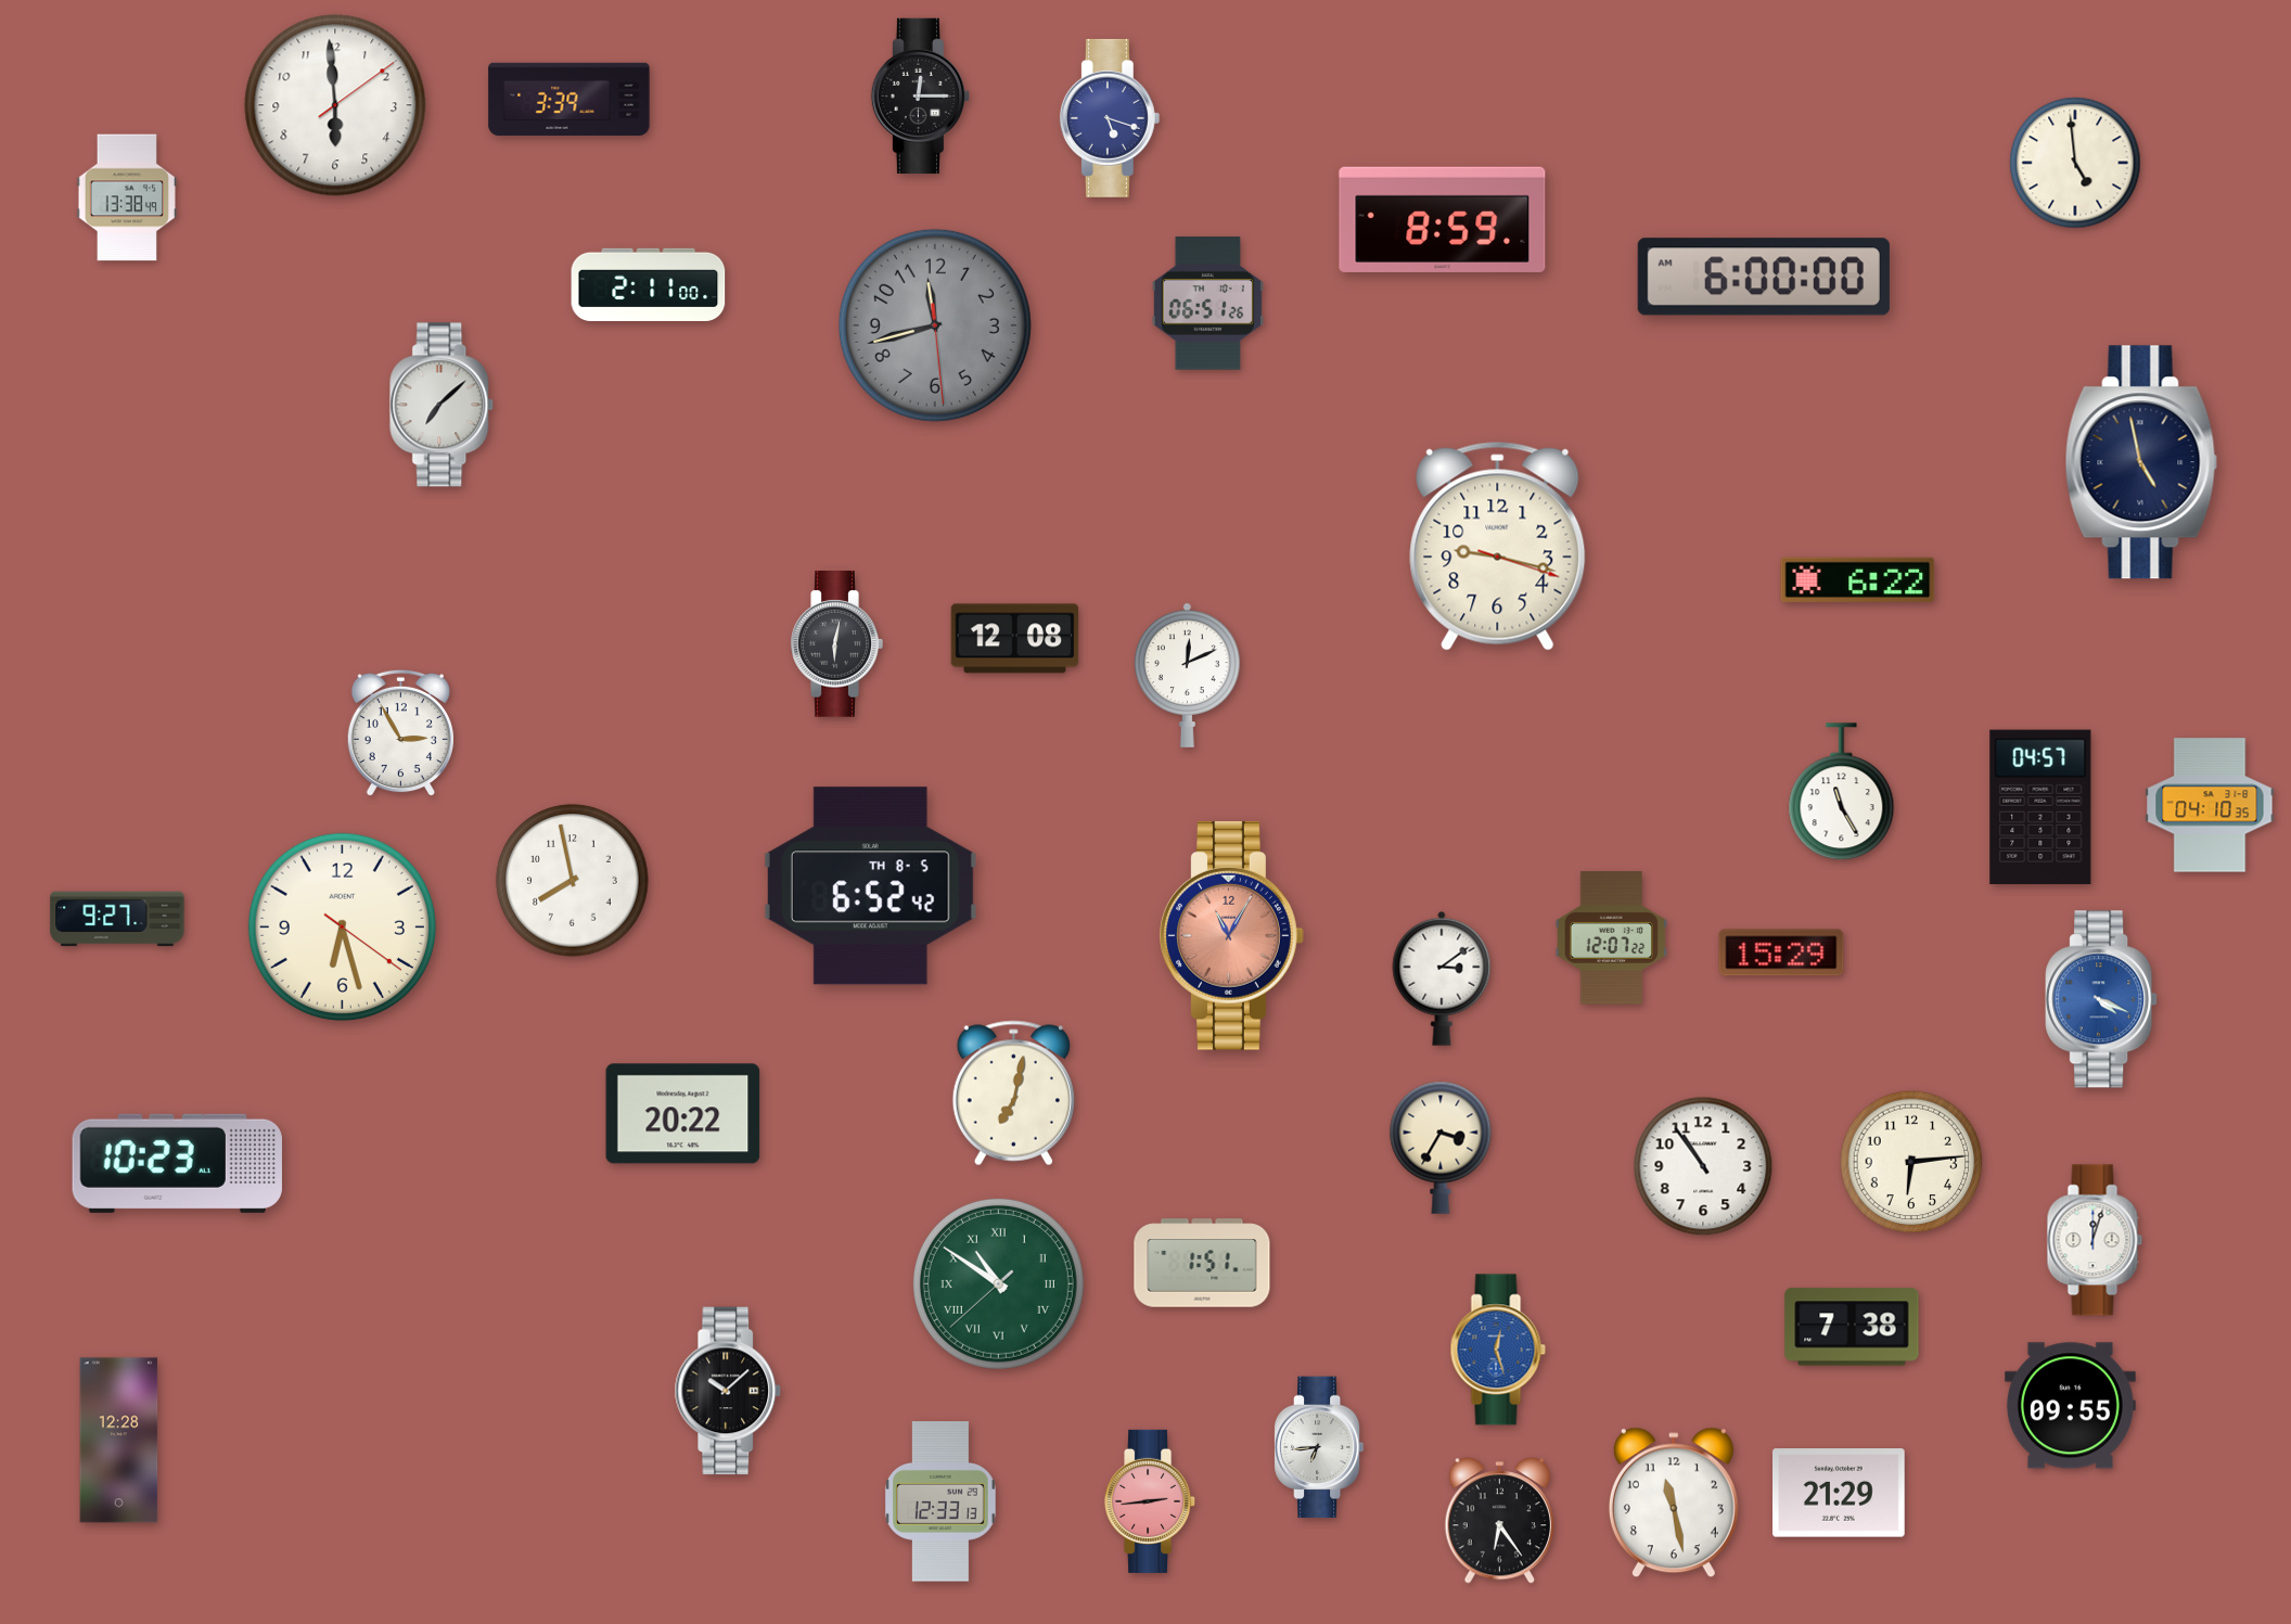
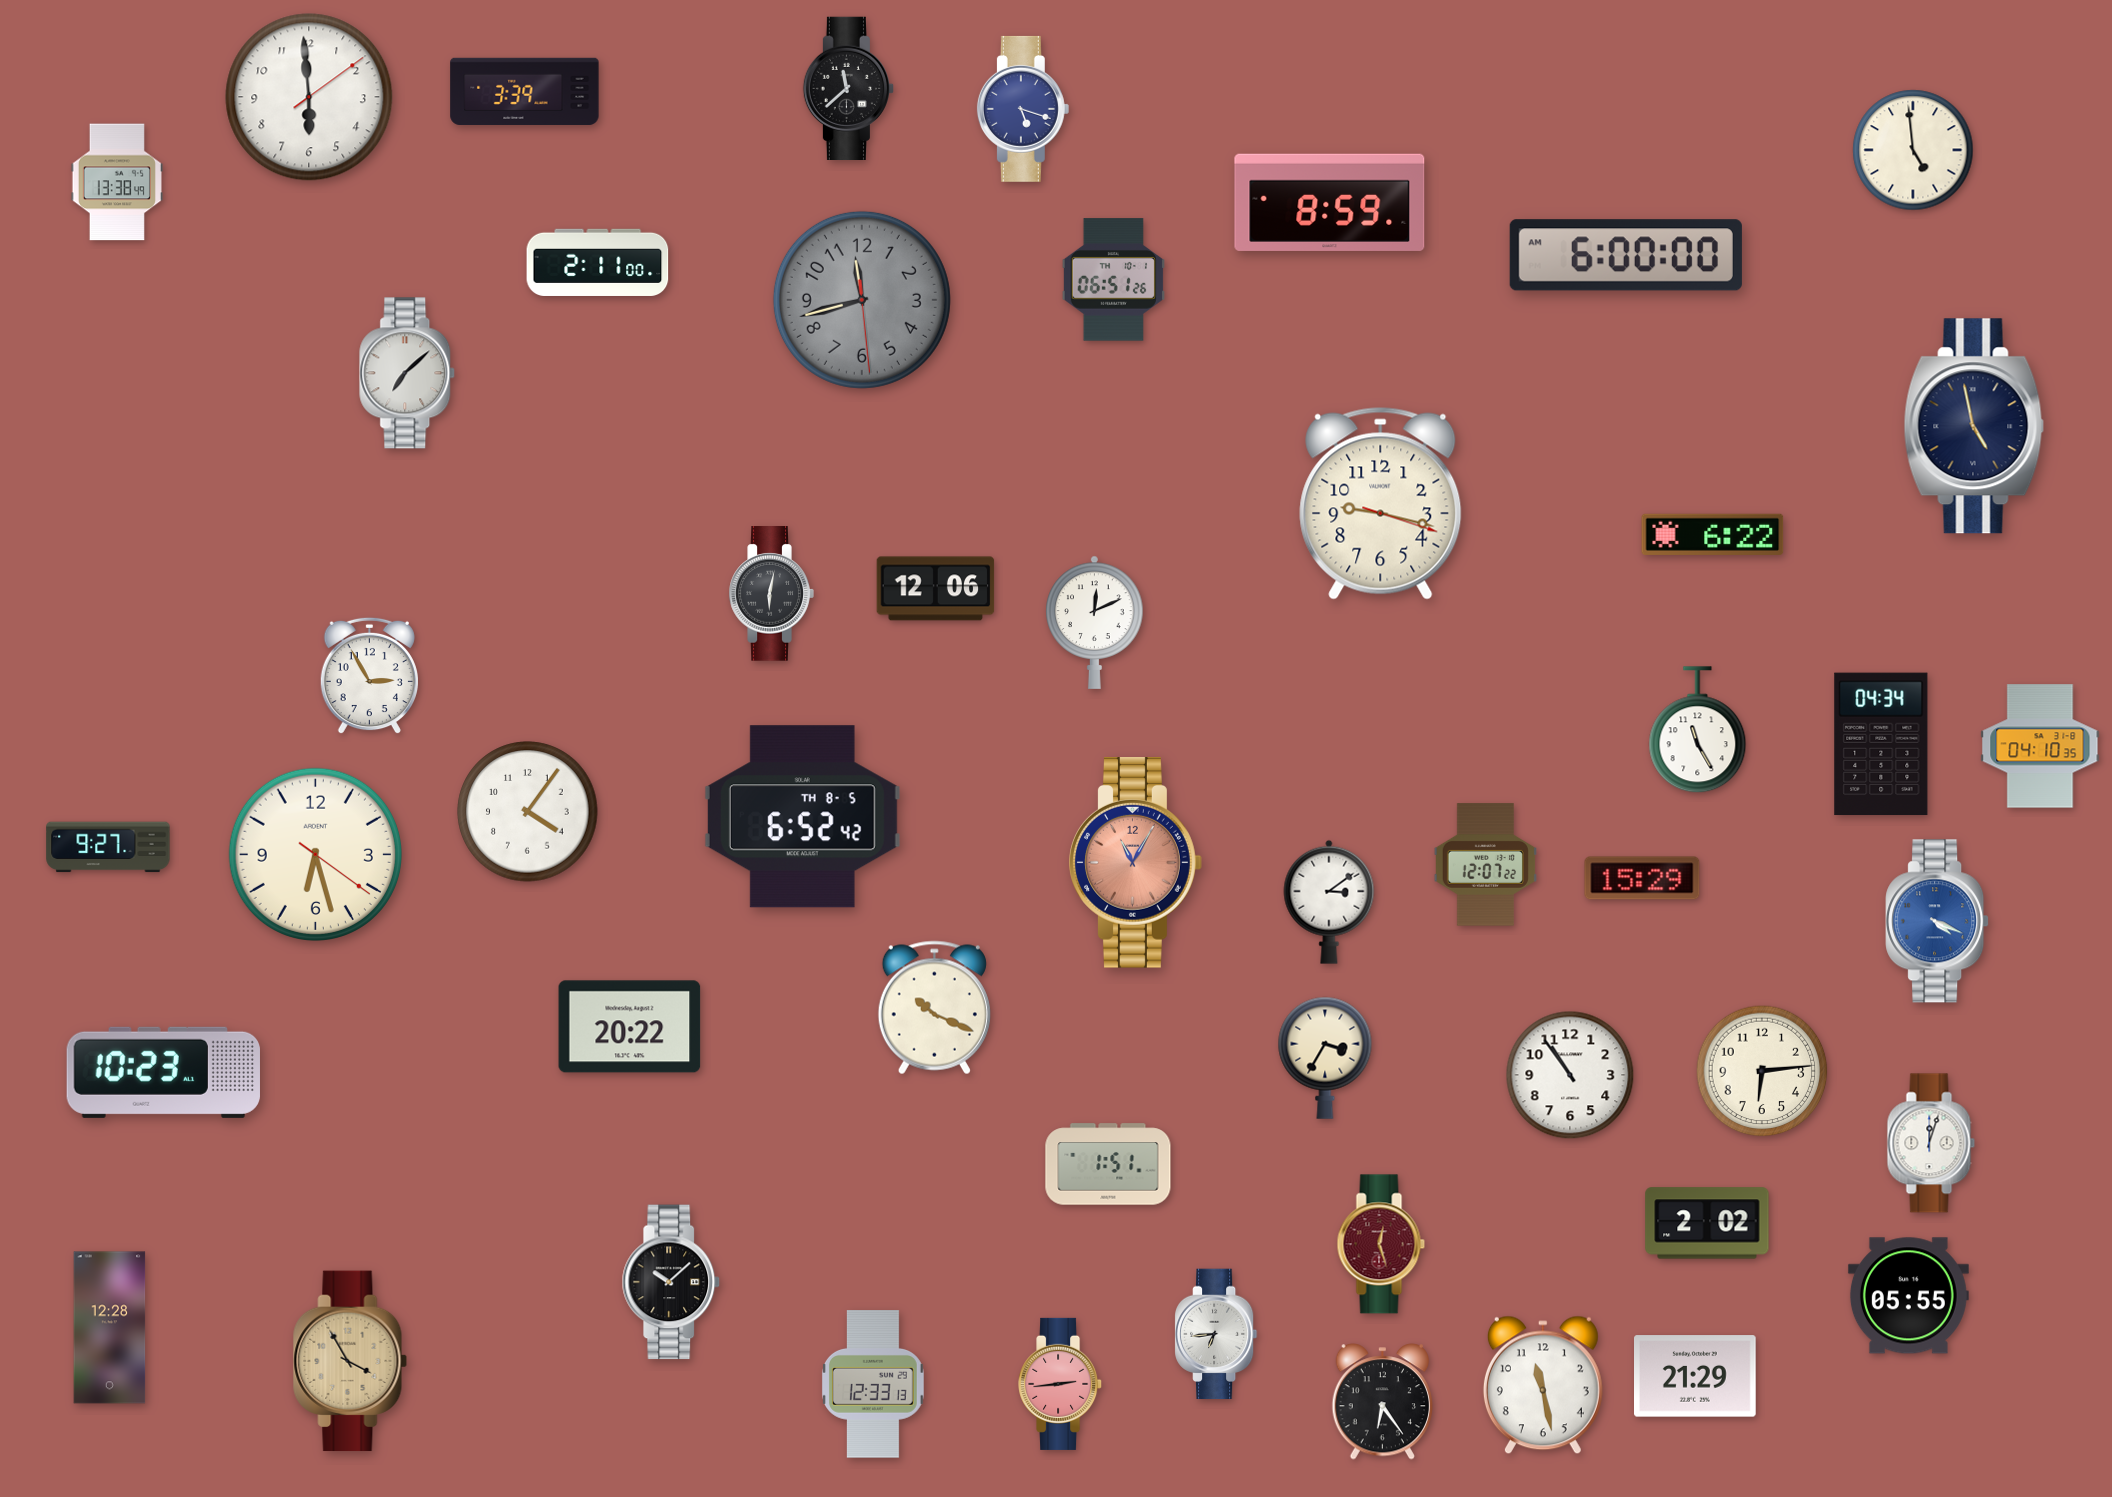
clock at (920, 95): 12:15 -> 11:38
clock at (1015, 639): 12:08 -> 12:06
clock at (2210, 805) position: (2210, 805) -> (2040, 746)
clock at (2040, 807): 04:57 -> 04:34
clock at (573, 881): 7:58 -> 4:06
clock at (1013, 1094): 7:02 -> 10:19
clock at (1441, 1148) position: (1441, 1148) -> (1325, 1058)
clock at (998, 1283): 10:50 -> none
clock at (1852, 1327): 7:38 -> 2:02
clock at (1498, 1350) dial: blue -> burgundy
clock at (2070, 1406): 09:55 -> 05:55
clock at (350, 1361): none -> 3:55
clock at (940, 1501) position: (940, 1501) -> (873, 1384)
